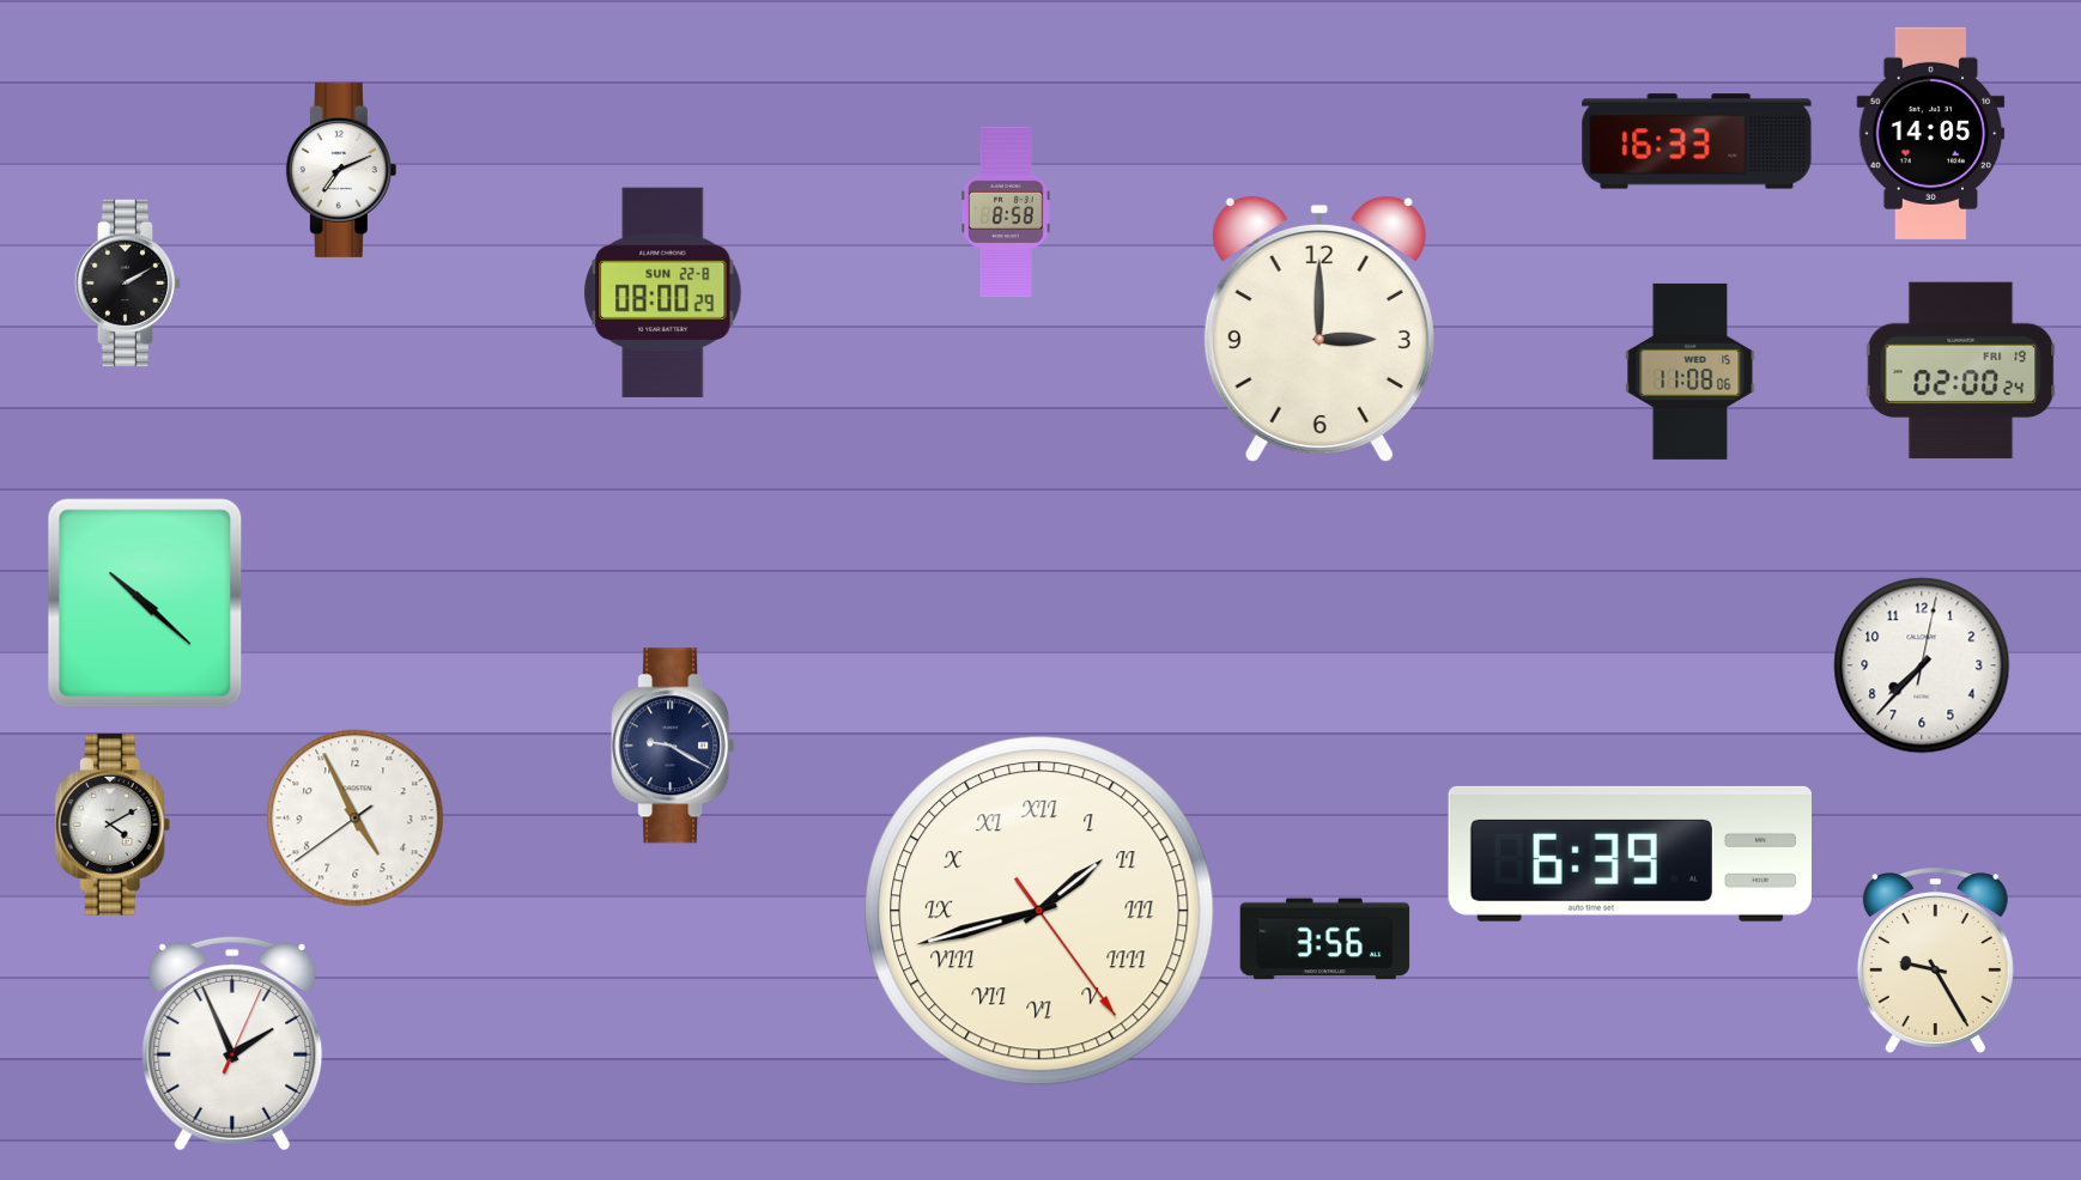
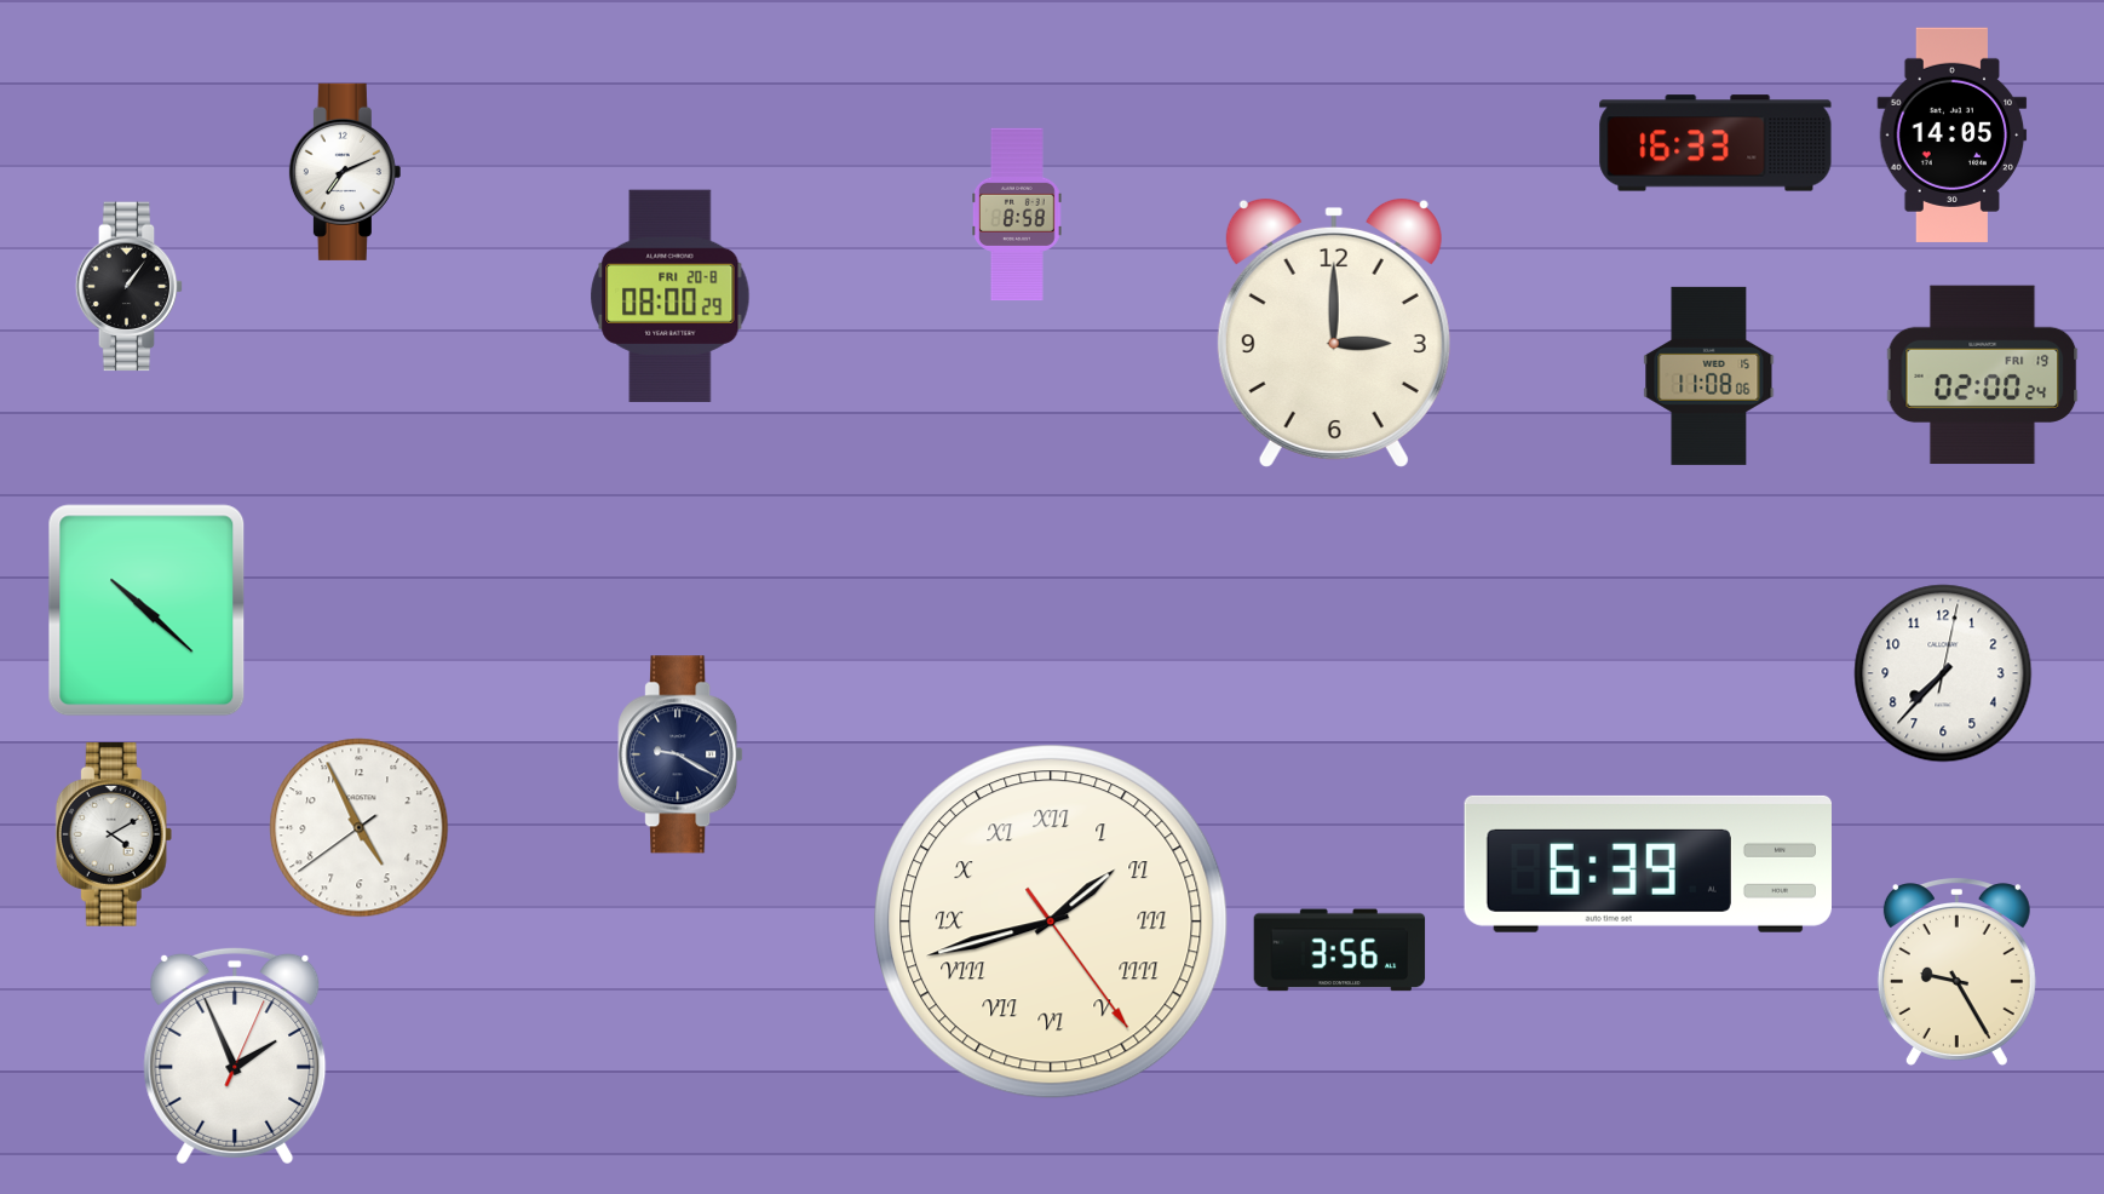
clock at (128, 284): 2:10 -> 1:06
clock at (663, 292) date: SUN 22-8 -> FRI 20-8
